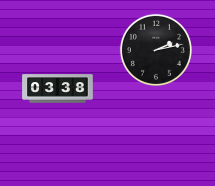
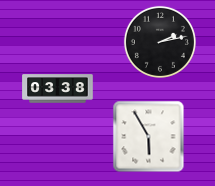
clock at (156, 50) position: (156, 50) -> (160, 42)
clock at (149, 137): none -> 5:55
